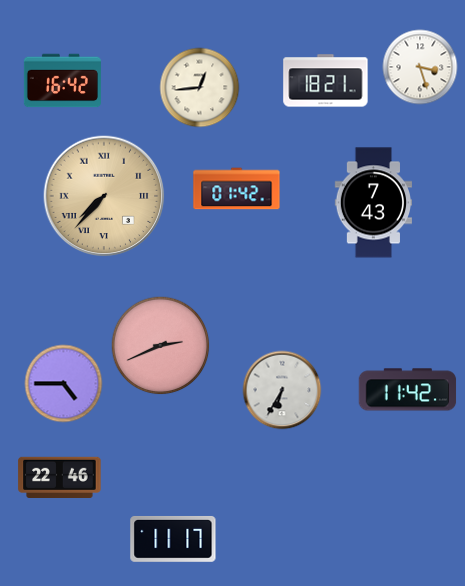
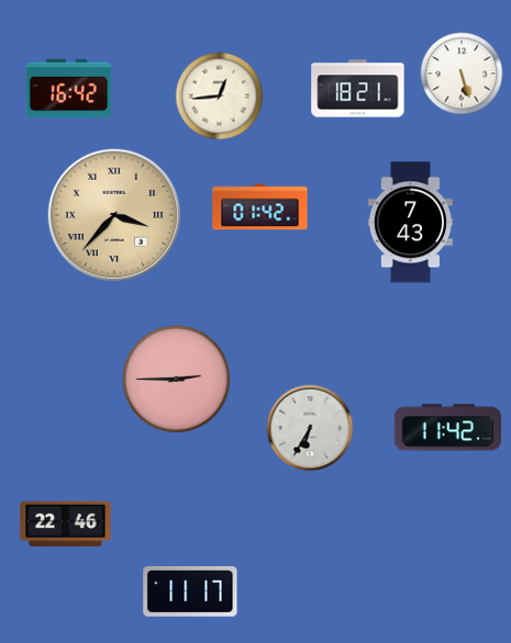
clock at (420, 67): 3:27 -> 5:27
clock at (104, 196): 7:37 -> 3:37
clock at (161, 346): 2:41 -> 2:45
clock at (64, 384): 4:45 -> none
